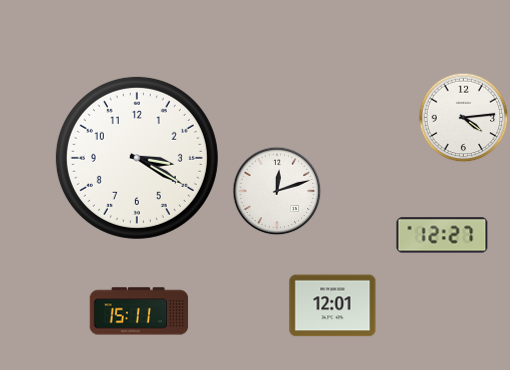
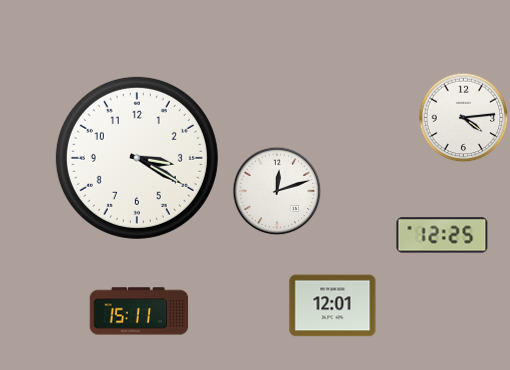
clock at (442, 235): 12:27 -> 12:25
